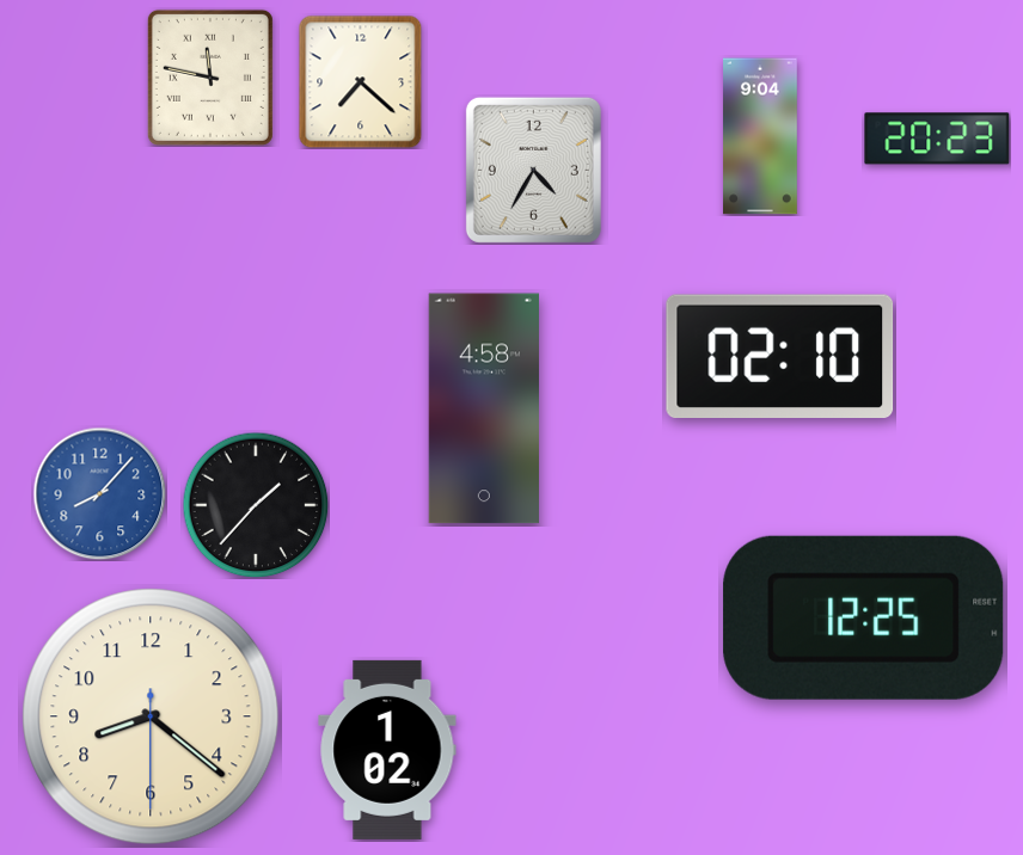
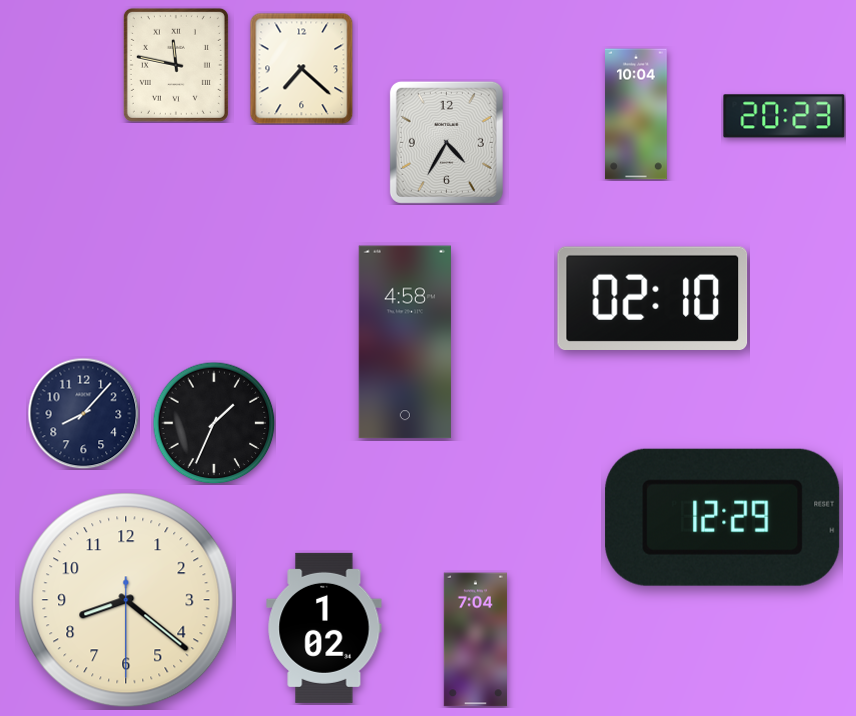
clock at (761, 136): 9:04 -> 10:04
clock at (99, 493) dial: blue -> navy
clock at (256, 505): 1:37 -> 1:34
clock at (864, 617): 12:25 -> 12:29
clock at (475, 640): none -> 7:04
